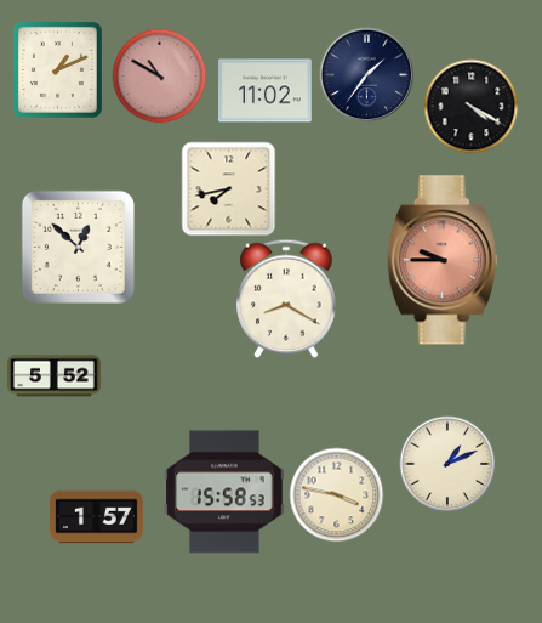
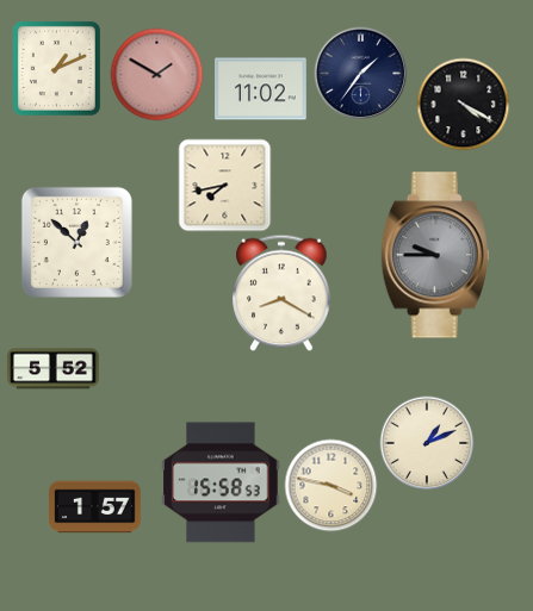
clock at (159, 75): 10:50 -> 1:50
clock at (443, 260) dial: salmon -> grey
clock at (447, 464) position: (447, 464) -> (427, 443)
